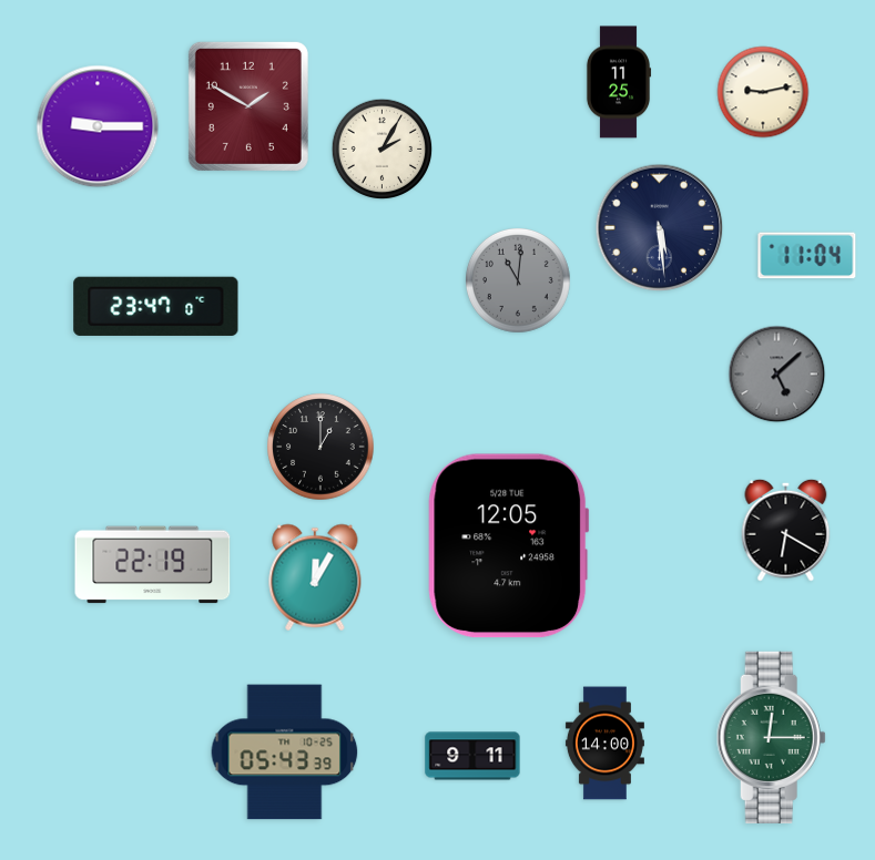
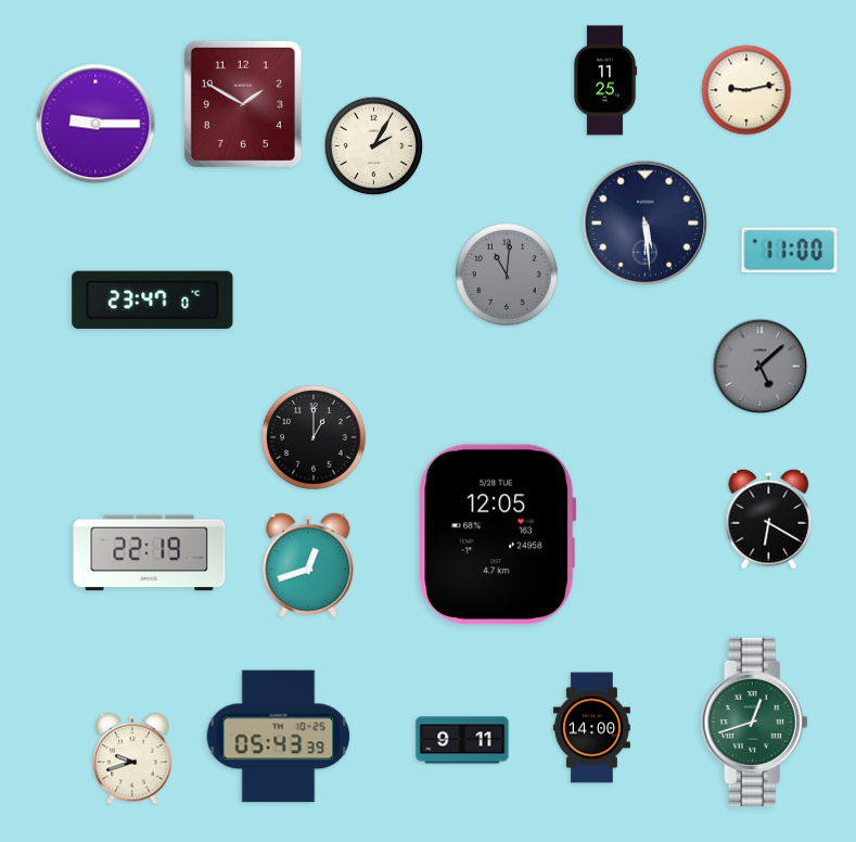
clock at (807, 256): 11:04 -> 11:00
clock at (315, 577): 12:05 -> 12:42
clock at (771, 737): 12:15 -> 12:42
clock at (132, 758): none -> 9:42
